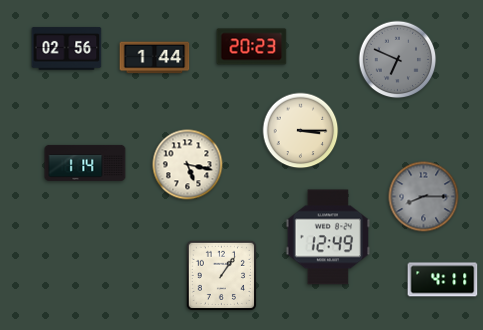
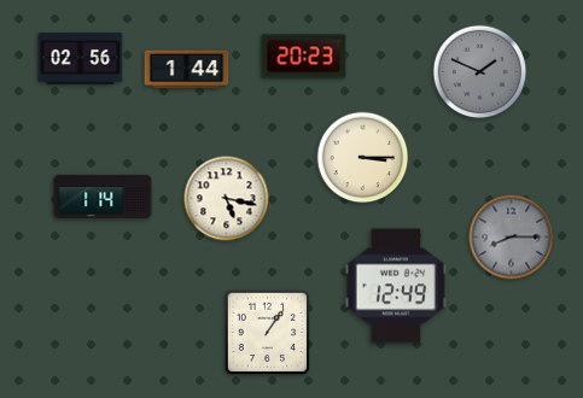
clock at (398, 60): 6:49 -> 1:49
clock at (443, 280): 4:11 -> none
